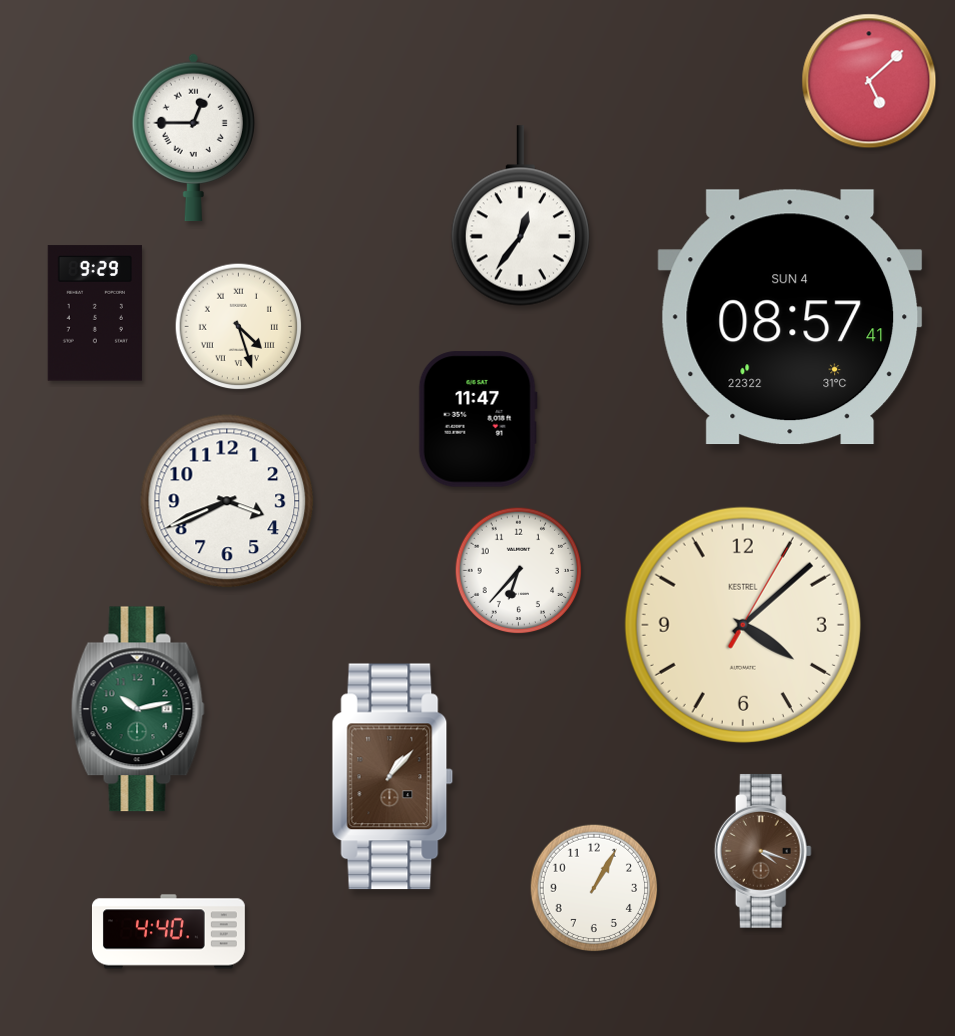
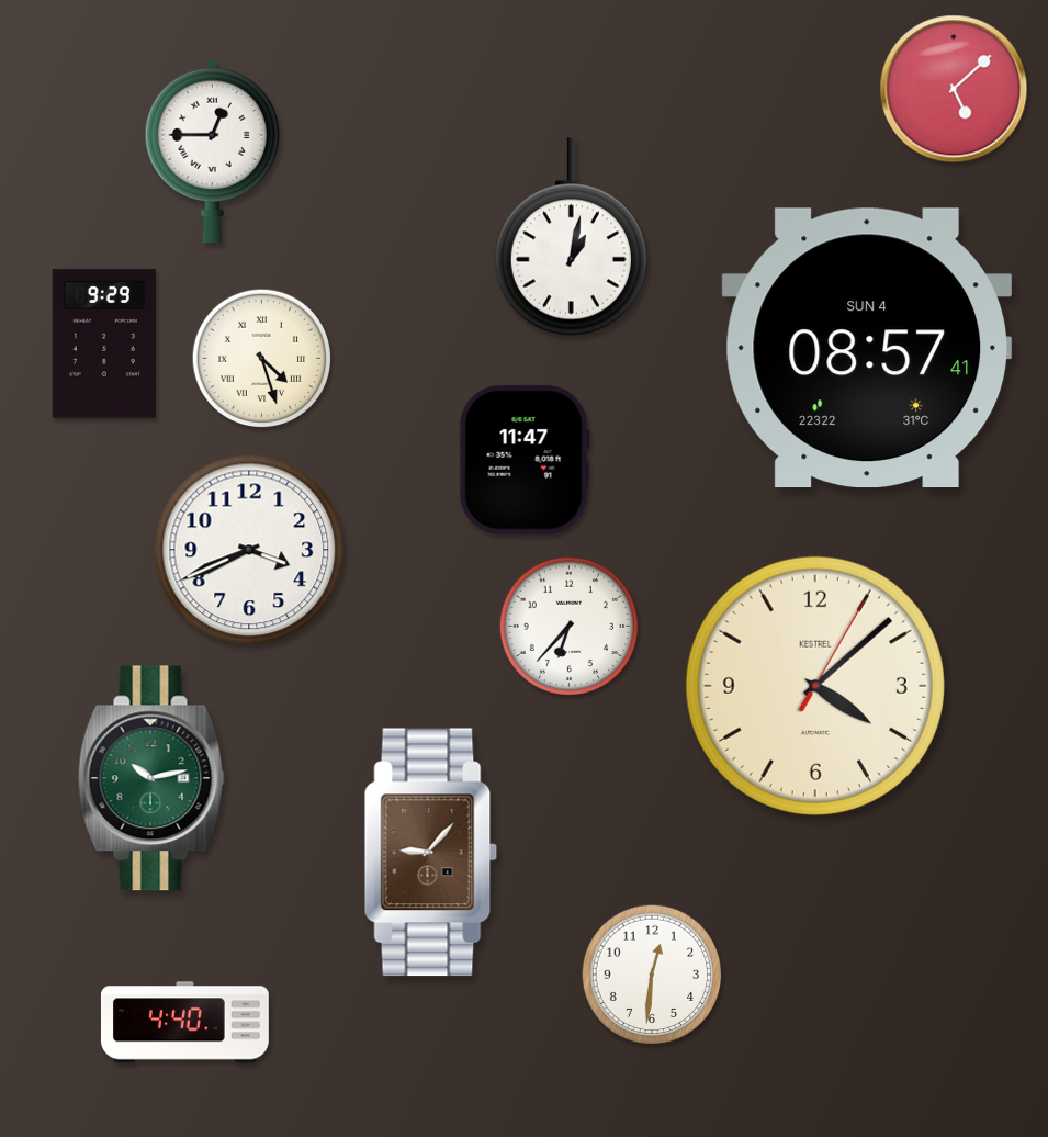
clock at (520, 216): 12:36 -> 1:02
clock at (393, 777): 1:07 -> 9:07
clock at (763, 851): 4:18 -> none
clock at (594, 888): 1:05 -> 12:31
